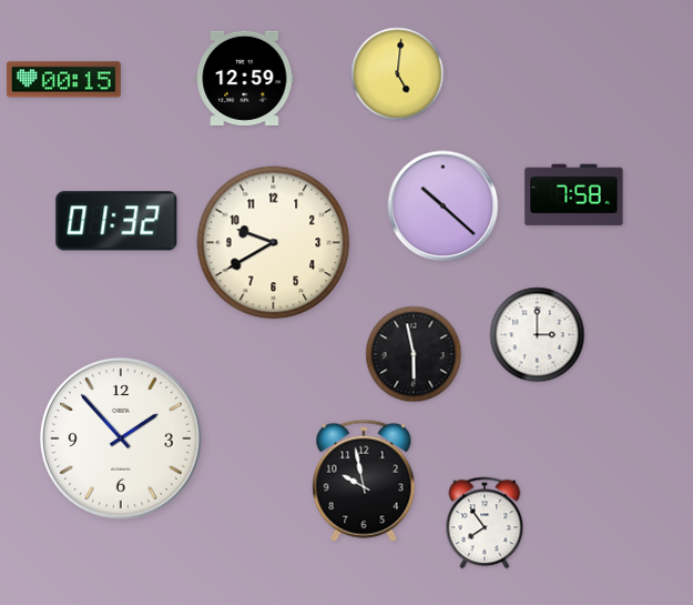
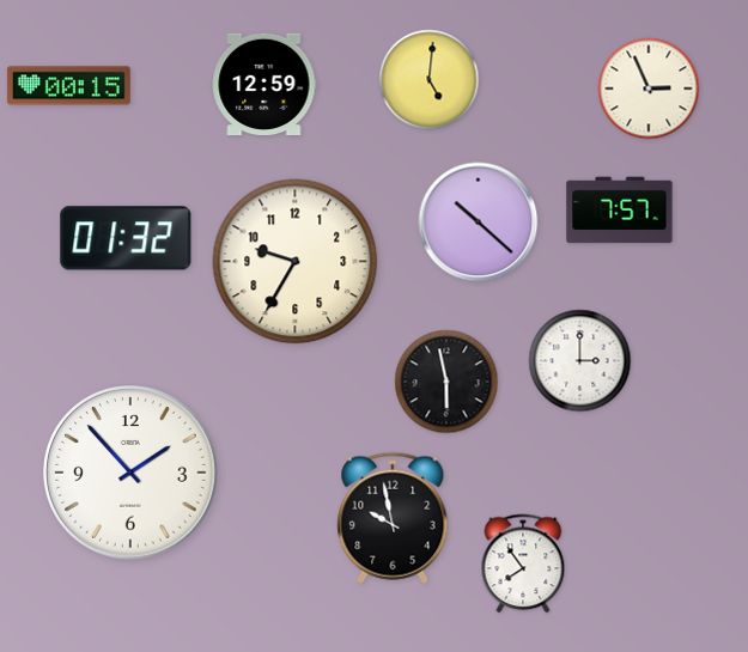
clock at (649, 89): none -> 2:56
clock at (574, 195): 7:58 -> 7:57
clock at (274, 243): 9:40 -> 9:35
